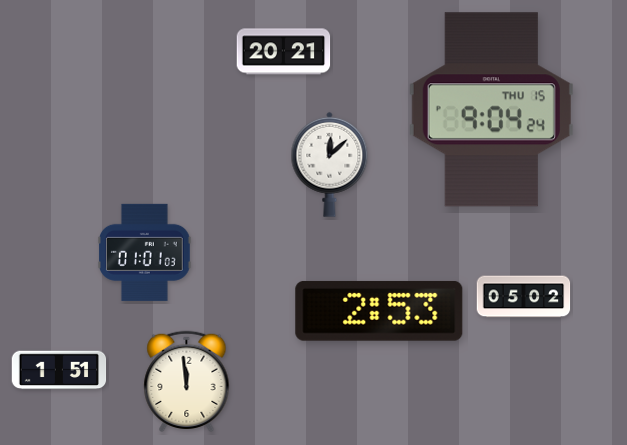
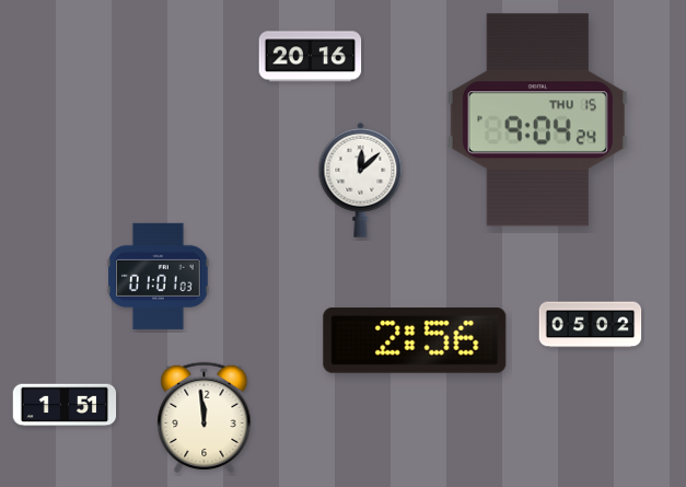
clock at (284, 52): 20:21 -> 20:16
clock at (524, 297) position: (524, 297) -> (591, 325)
clock at (379, 311): 2:53 -> 2:56
